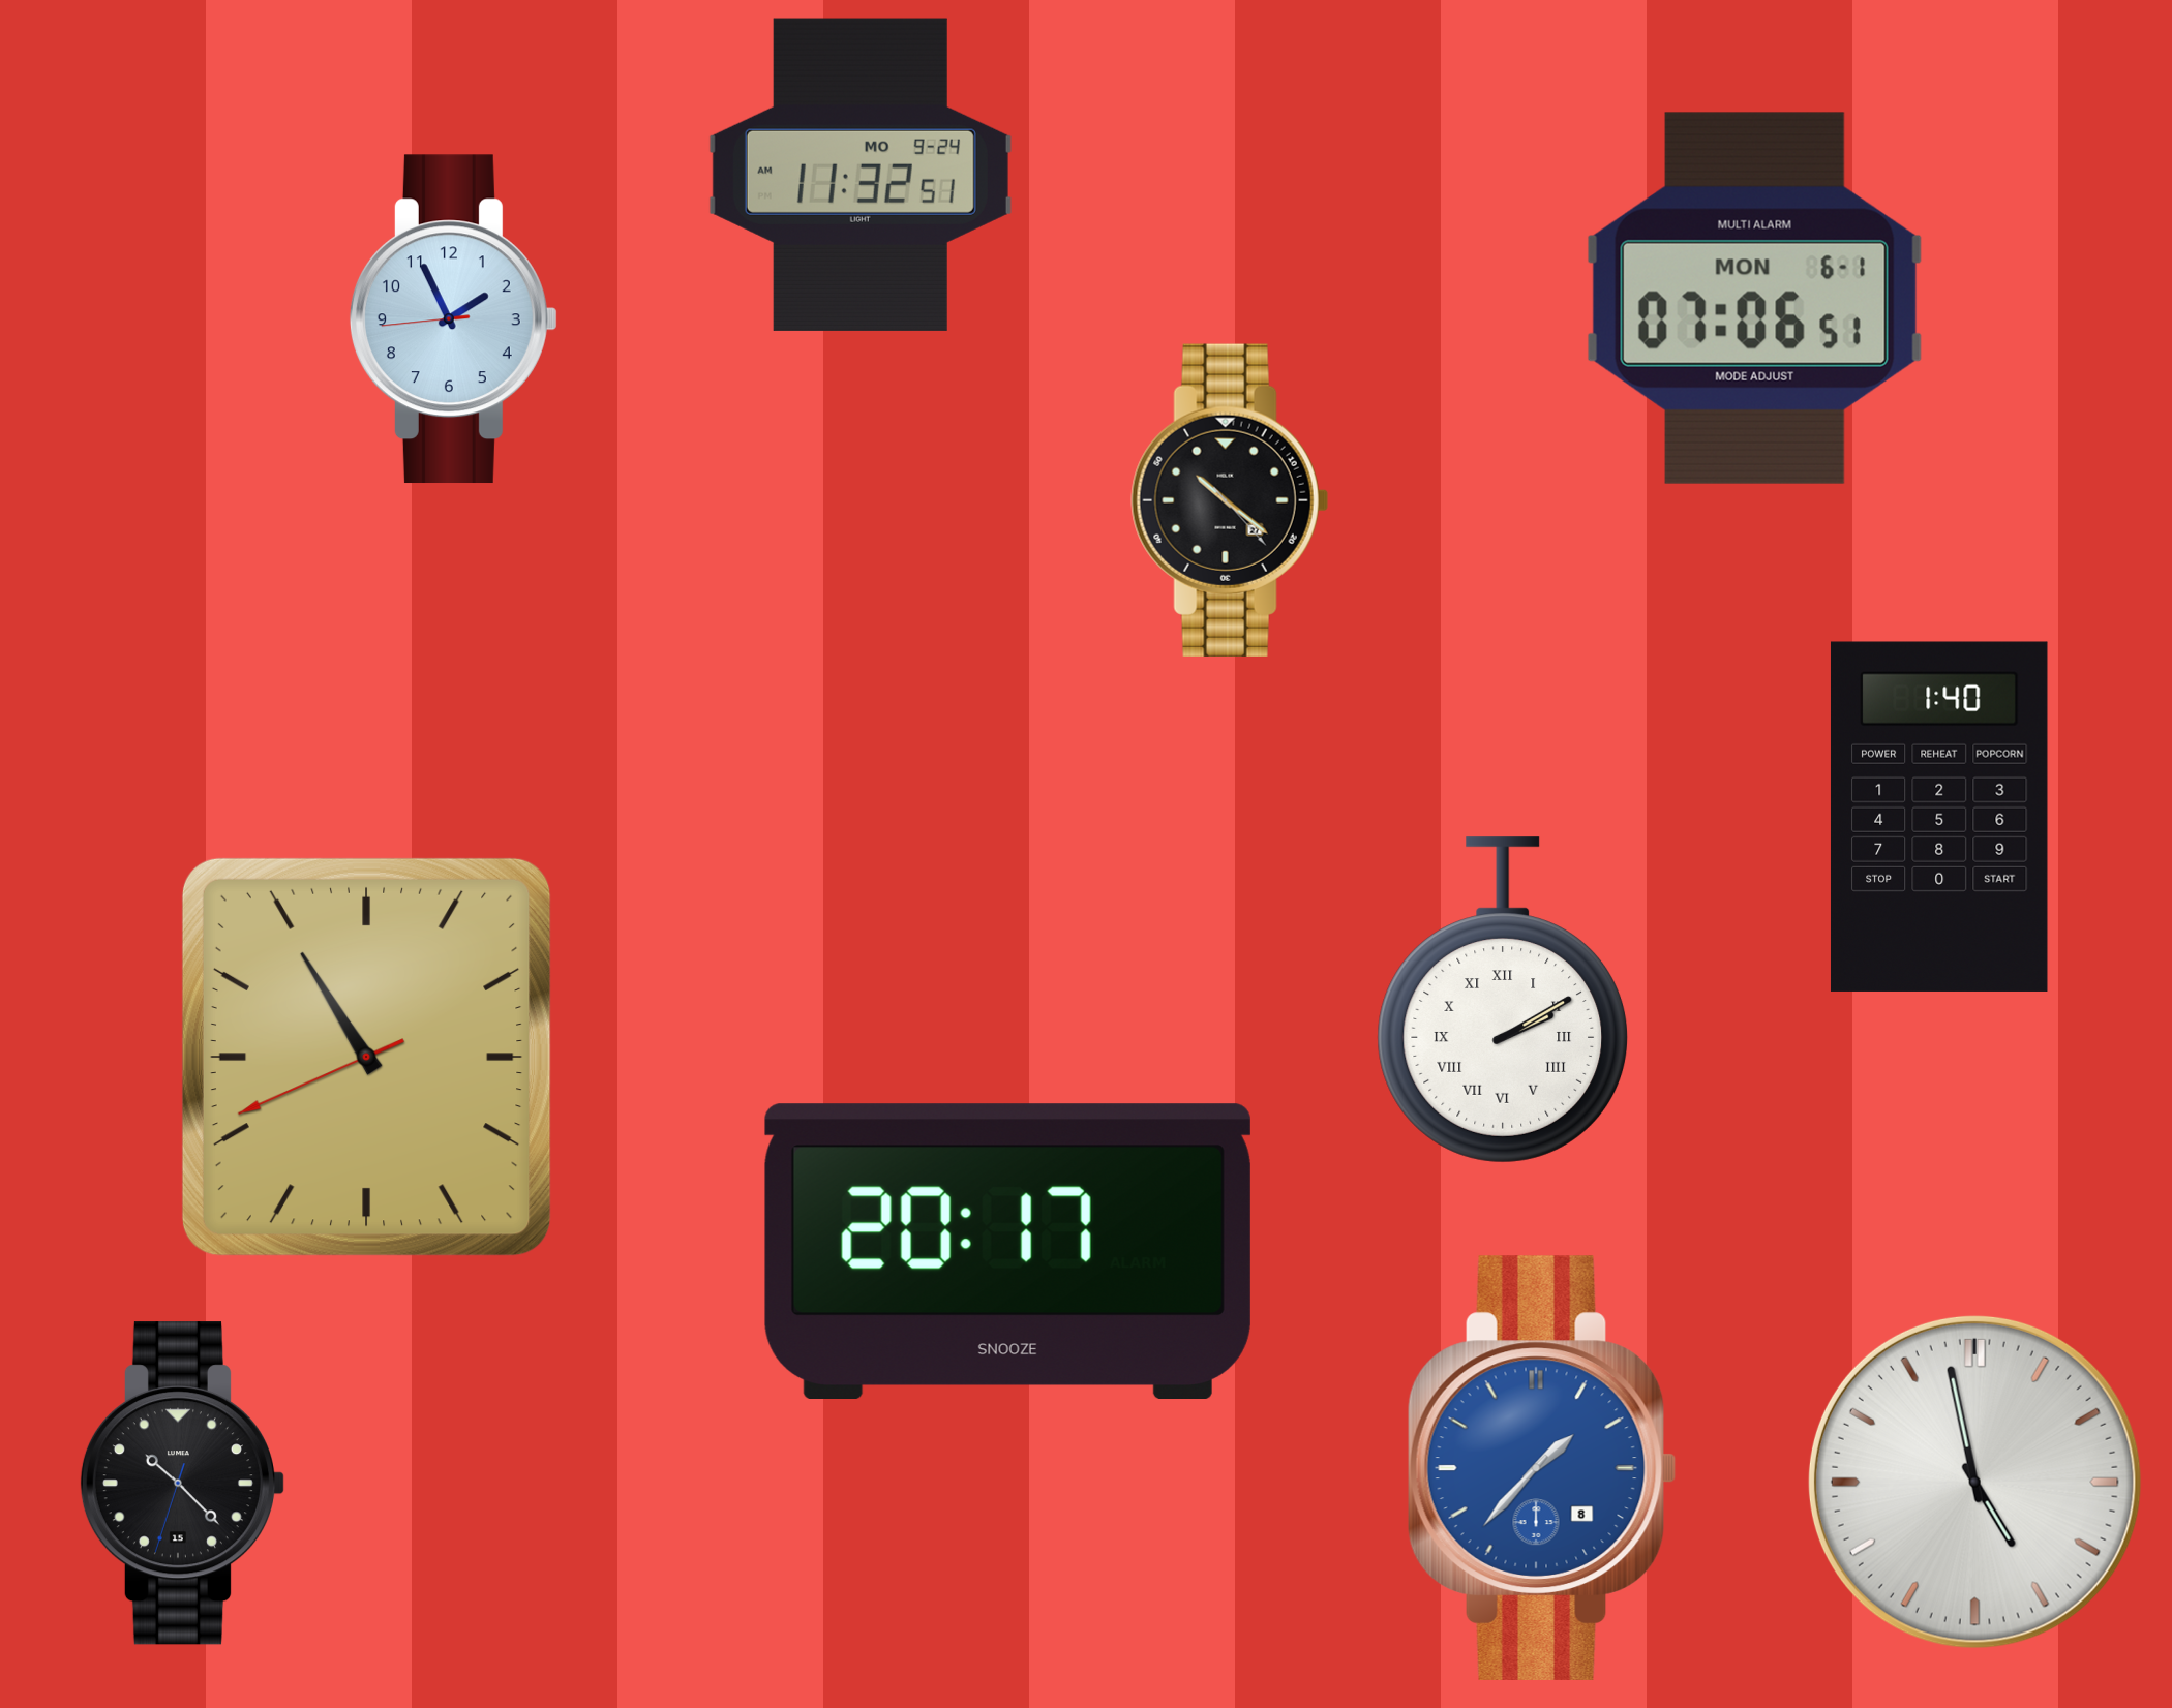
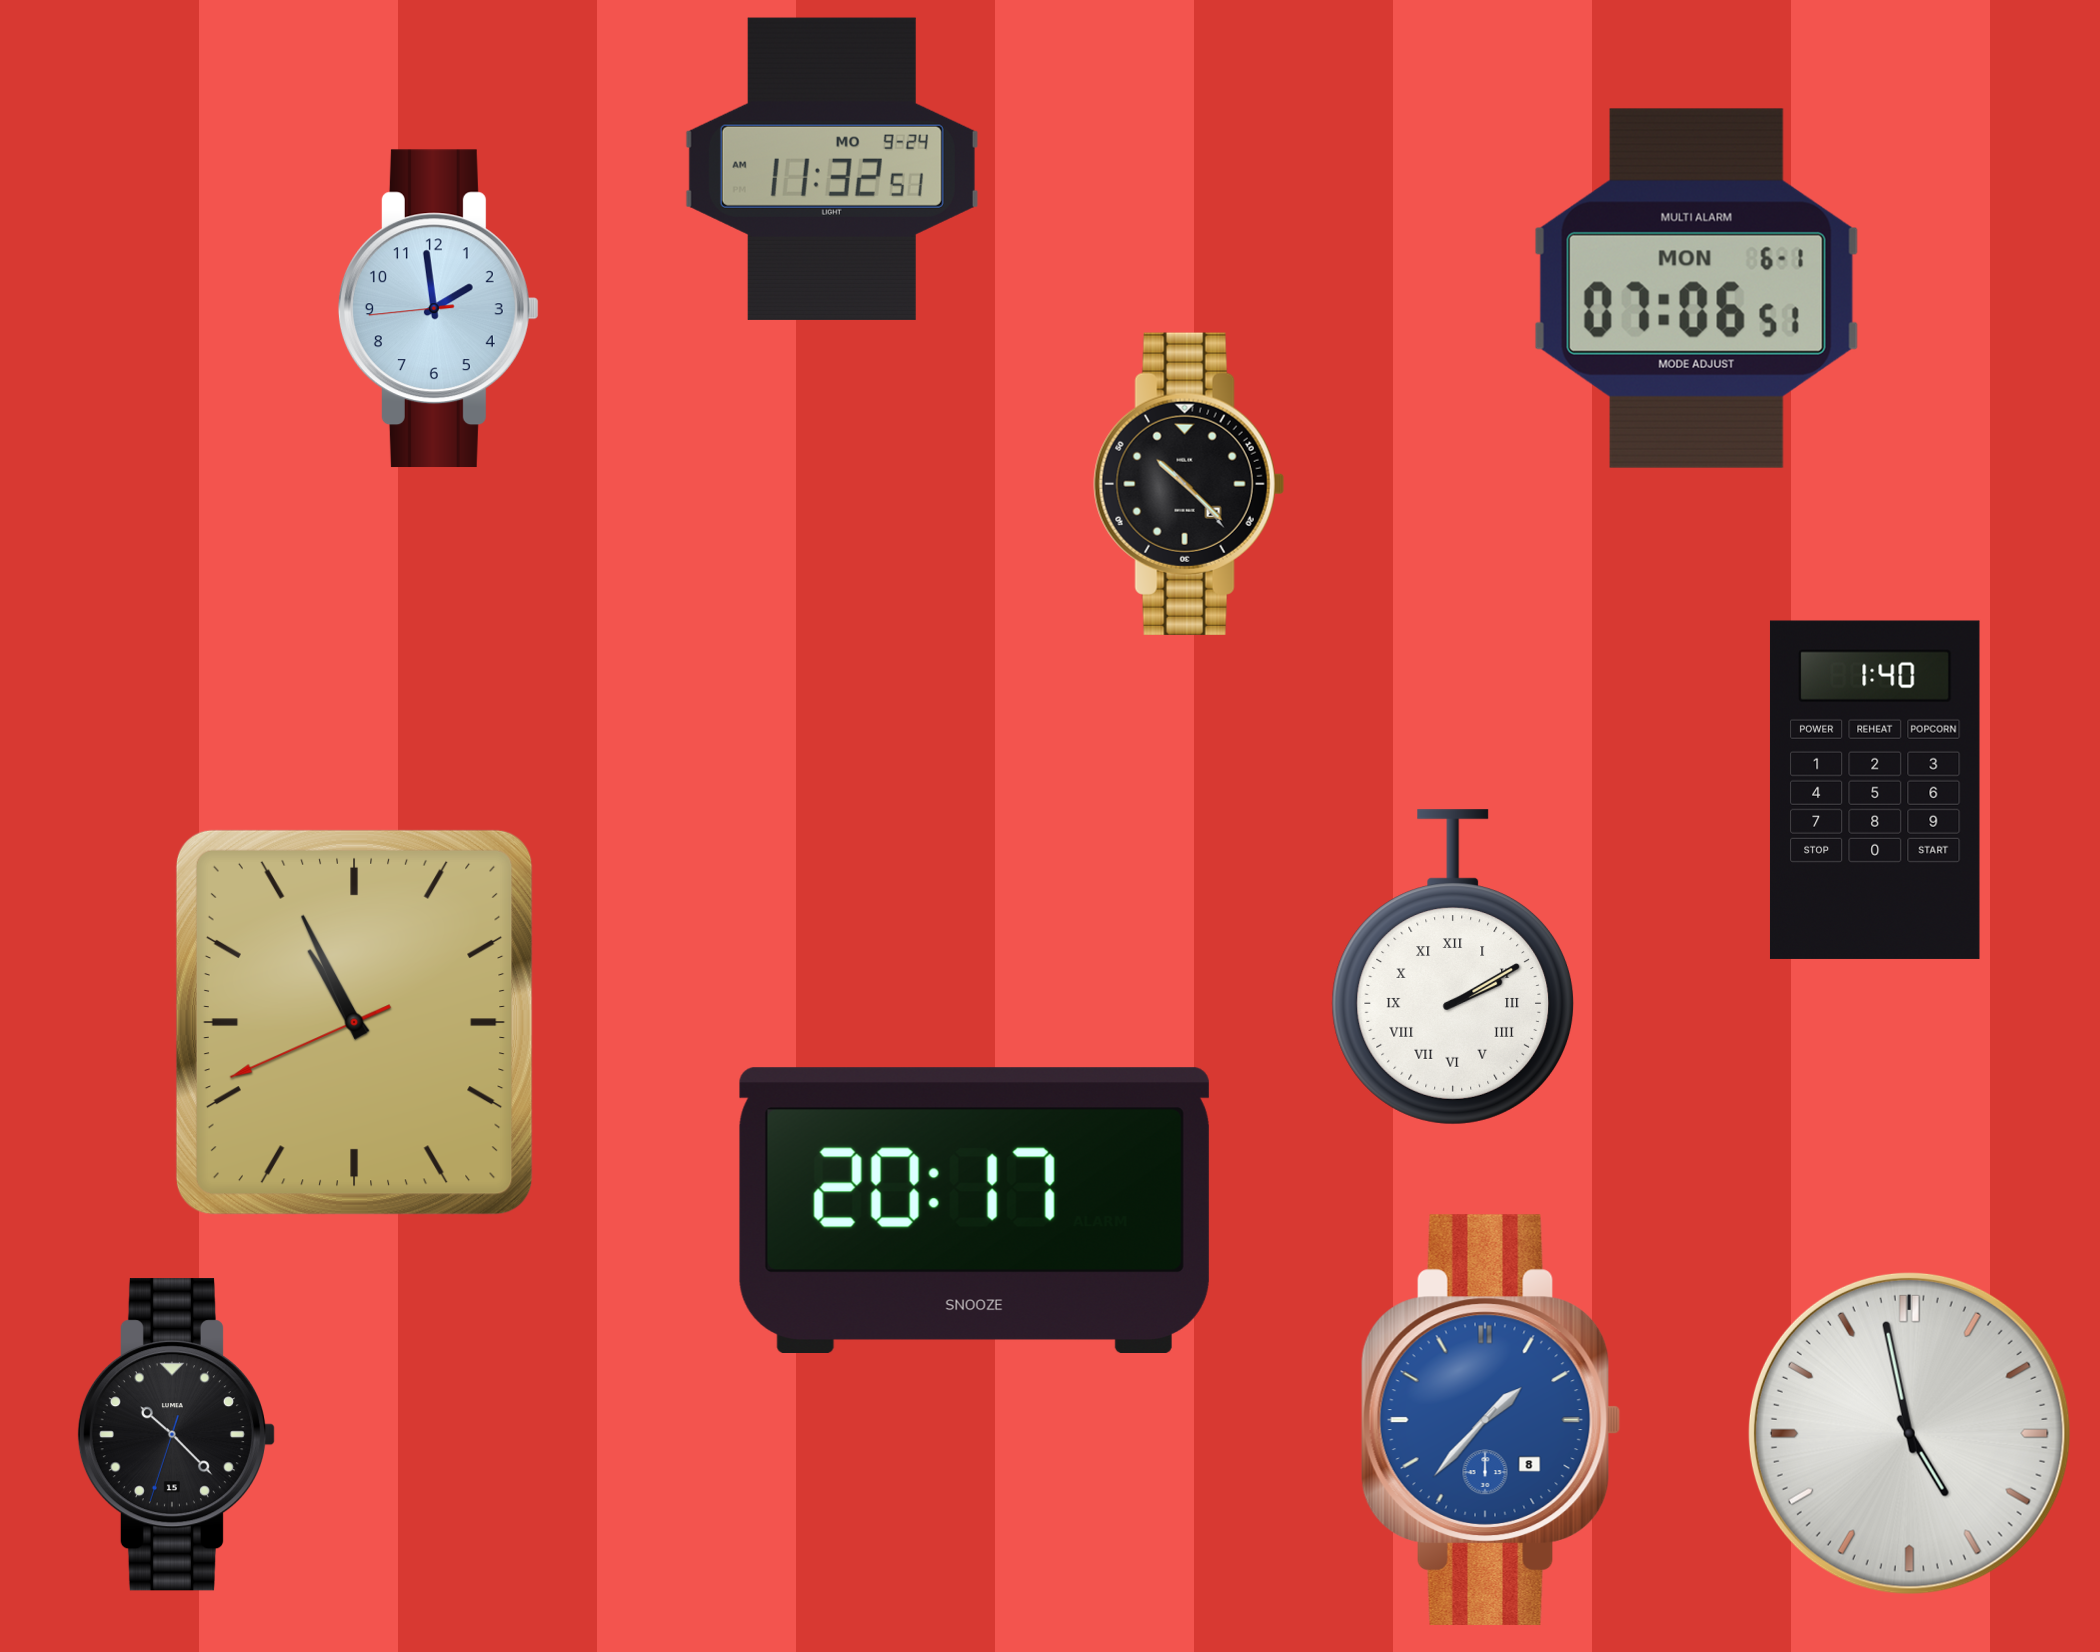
clock at (453, 319): 1:55 -> 1:58
clock at (1230, 500): 10:21 -> 10:22
clock at (366, 1057): 10:54 -> 10:55
